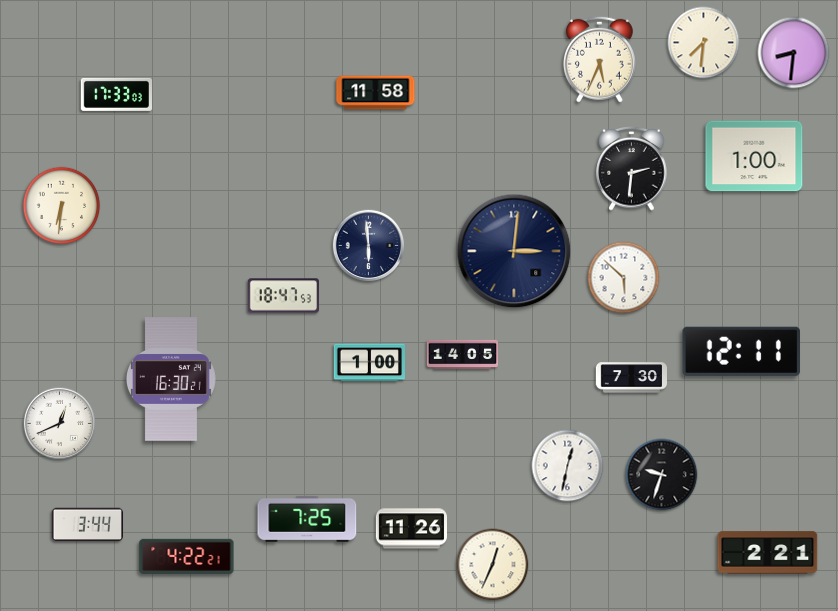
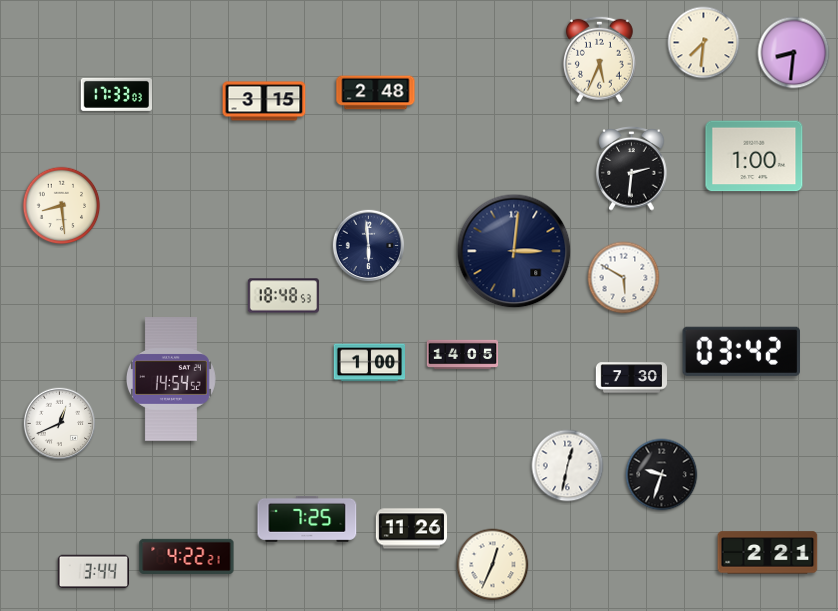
clock at (376, 93): 11:58 -> 2:48
clock at (264, 101): none -> 3:15
clock at (62, 206): 6:31 -> 8:29
clock at (624, 278): 5:52 -> 5:50
clock at (283, 296): 18:47 -> 18:48
clock at (741, 351): 12:11 -> 03:42
clock at (171, 379): 16:30 -> 14:54
clock at (87, 525) position: (87, 525) -> (93, 572)
